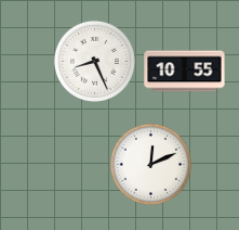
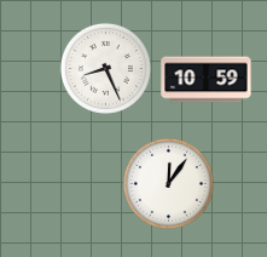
clock at (185, 72): 10:55 -> 10:59
clock at (150, 164): 12:11 -> 12:06
